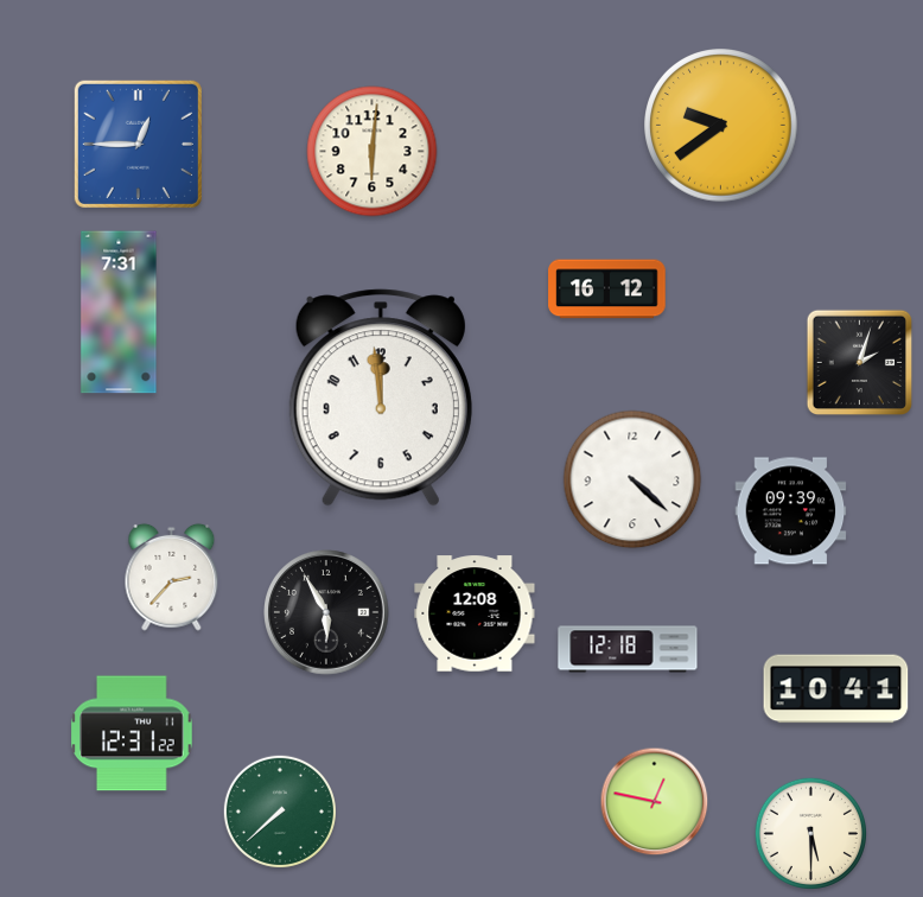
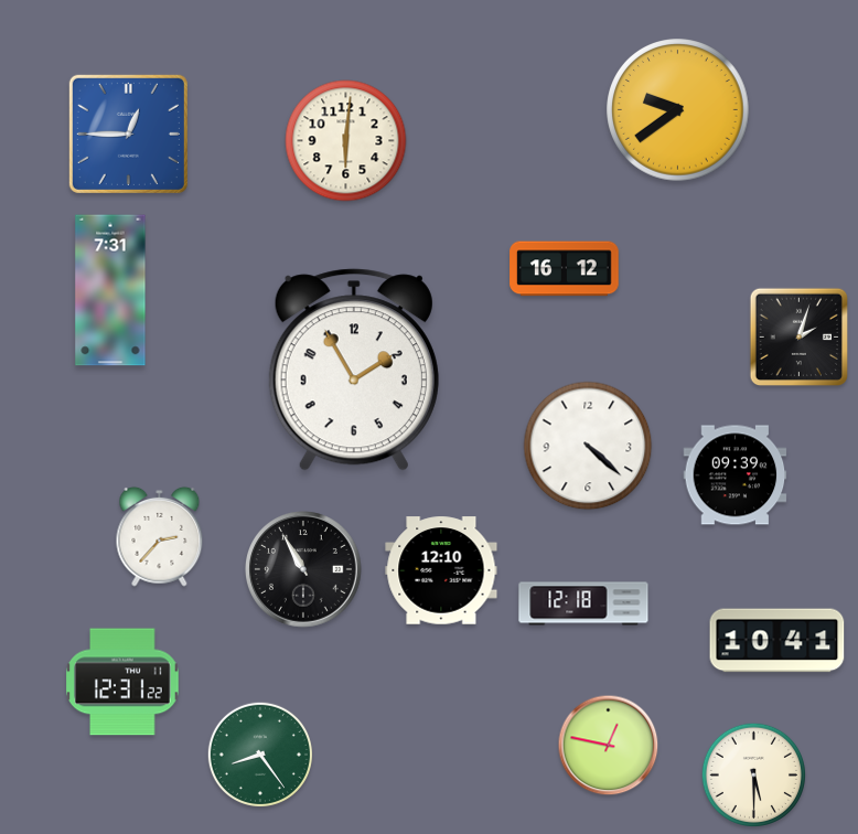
clock at (721, 126) position: (721, 126) -> (678, 110)
clock at (381, 397): 11:59 -> 1:55
clock at (327, 613): 5:55 -> 10:55
clock at (475, 613): 12:08 -> 12:10
clock at (280, 812): 7:38 -> 8:24
